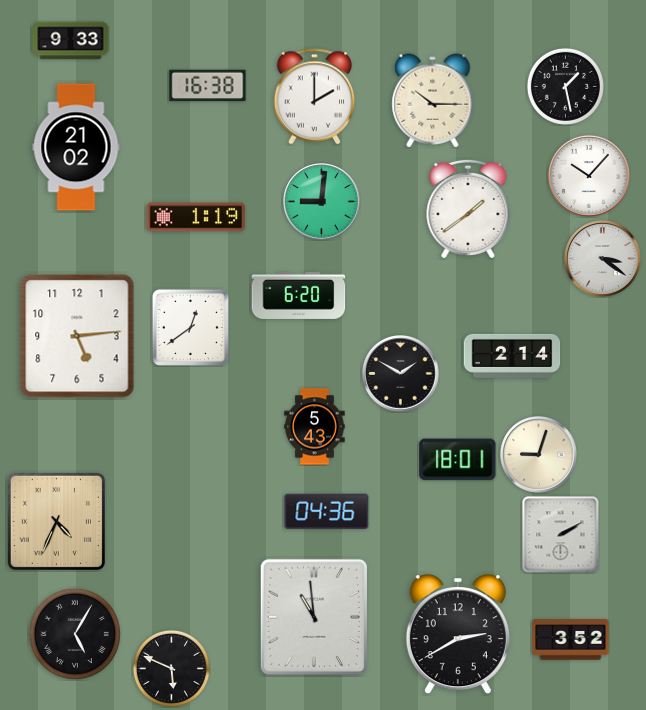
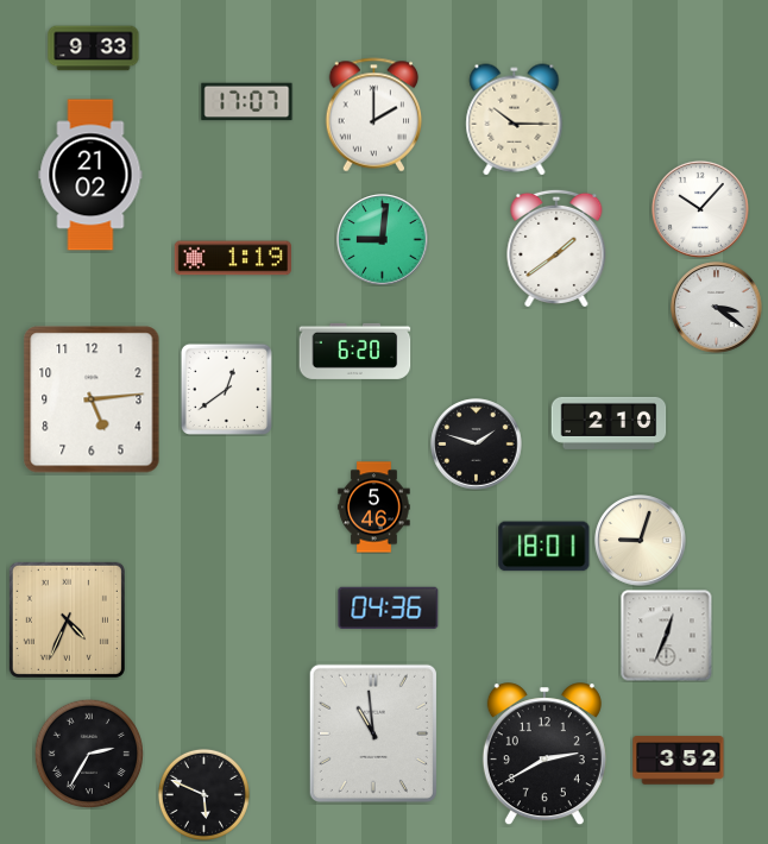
clock at (71, 41) position: (71, 41) -> (94, 49)
clock at (208, 86): 16:38 -> 17:07
clock at (565, 86): 1:28 -> none
clock at (512, 356): 2:14 -> 2:10
clock at (401, 374): 1:50 -> 1:48
clock at (315, 427): 5:43 -> 5:46
clock at (561, 535): 2:10 -> 12:34
clock at (74, 633): 5:05 -> 2:35
